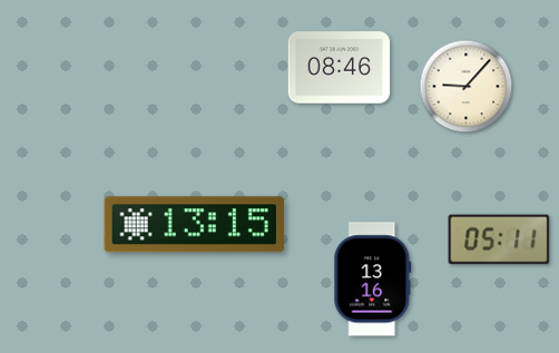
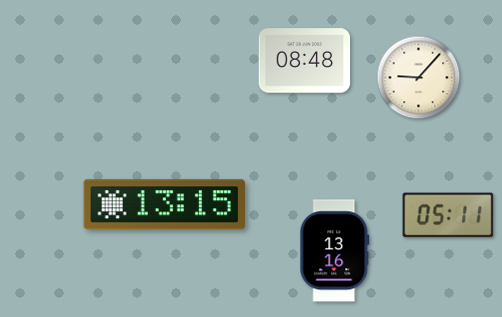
clock at (340, 68): 08:46 -> 08:48
clock at (194, 225) position: (194, 225) -> (164, 205)
